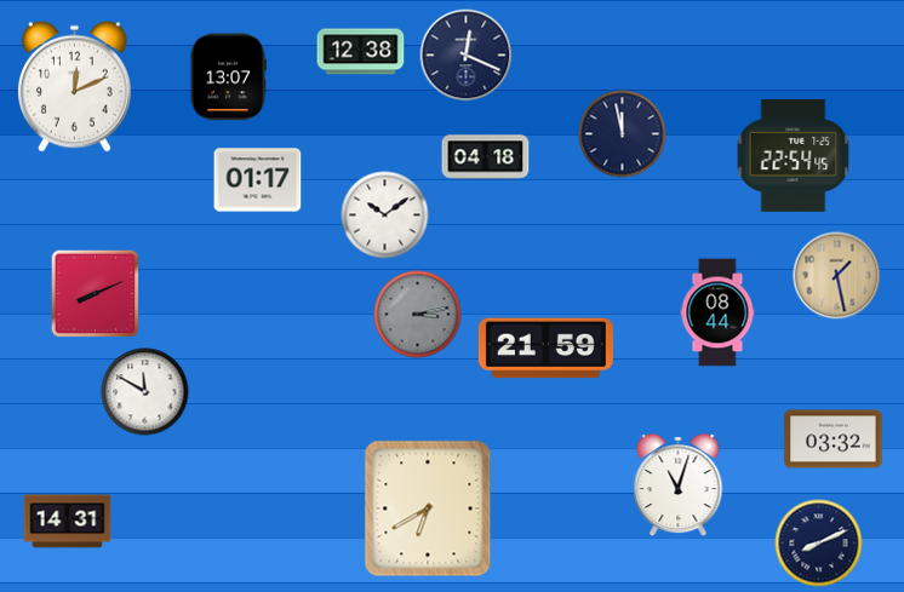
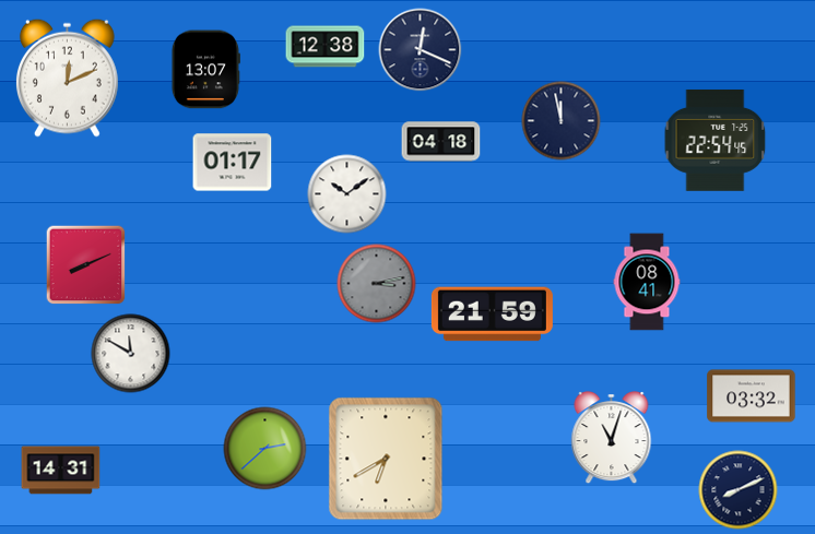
clock at (486, 157) position: (486, 157) -> (441, 142)
clock at (837, 276): 1:28 -> none
clock at (717, 312): 08:44 -> 08:41
clock at (265, 449): none -> 2:38
